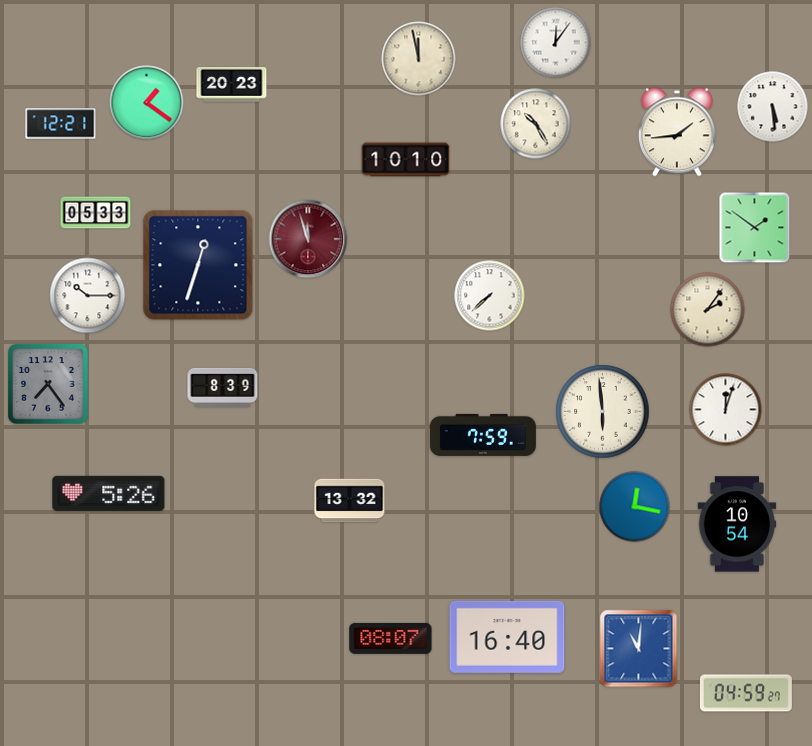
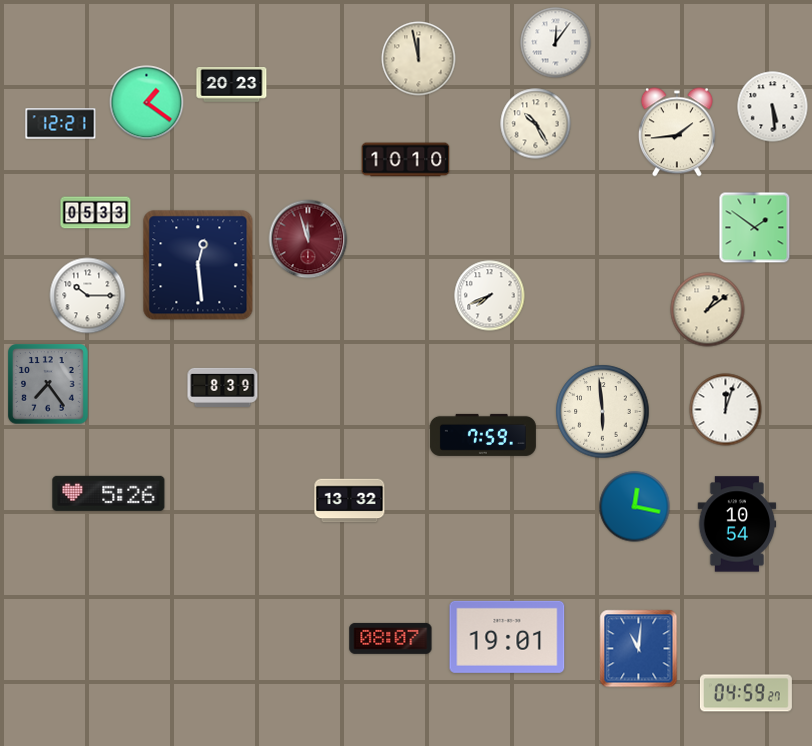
clock at (198, 265): 12:33 -> 12:29
clock at (490, 296): 7:38 -> 7:41
clock at (708, 310): 2:06 -> 1:09
clock at (507, 637): 16:40 -> 19:01
